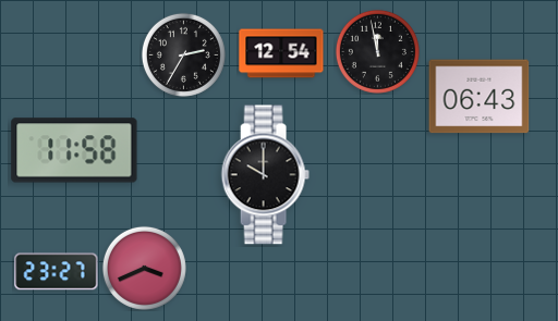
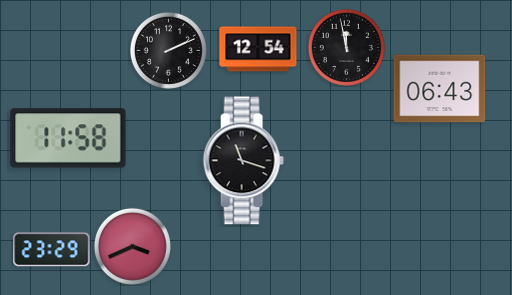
clock at (183, 54): 2:35 -> 2:11
clock at (265, 175): 10:00 -> 11:18
clock at (57, 272): 23:27 -> 23:29
